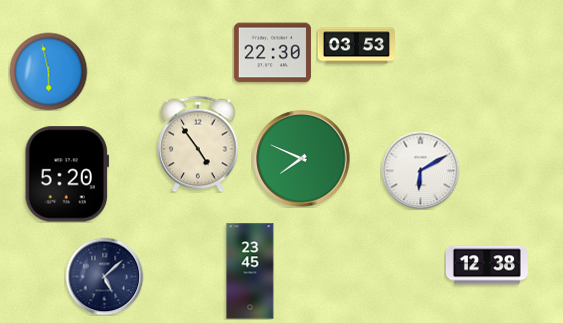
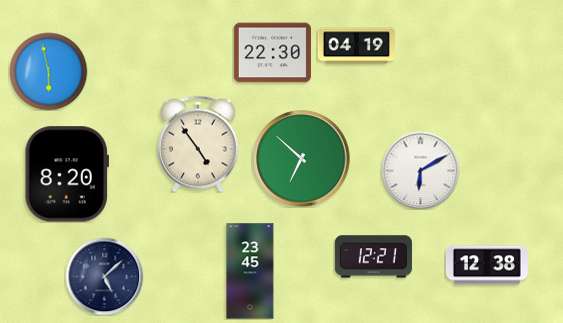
clock at (356, 46): 03:53 -> 04:19
clock at (302, 159): 7:49 -> 6:52
clock at (66, 174): 5:20 -> 8:20
clock at (373, 257): none -> 12:21
